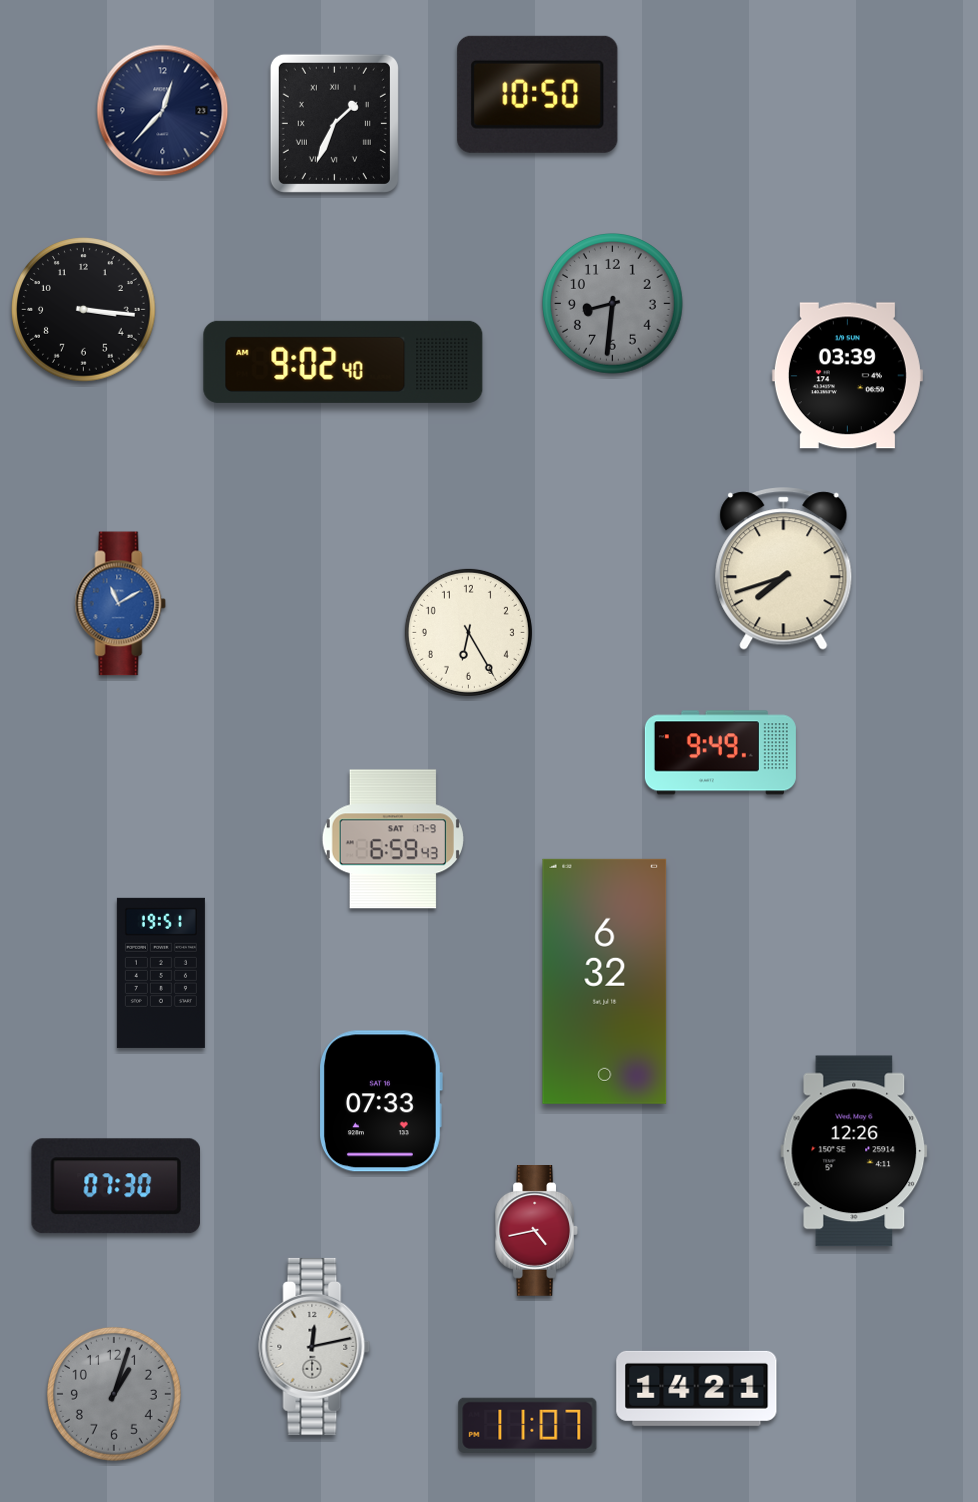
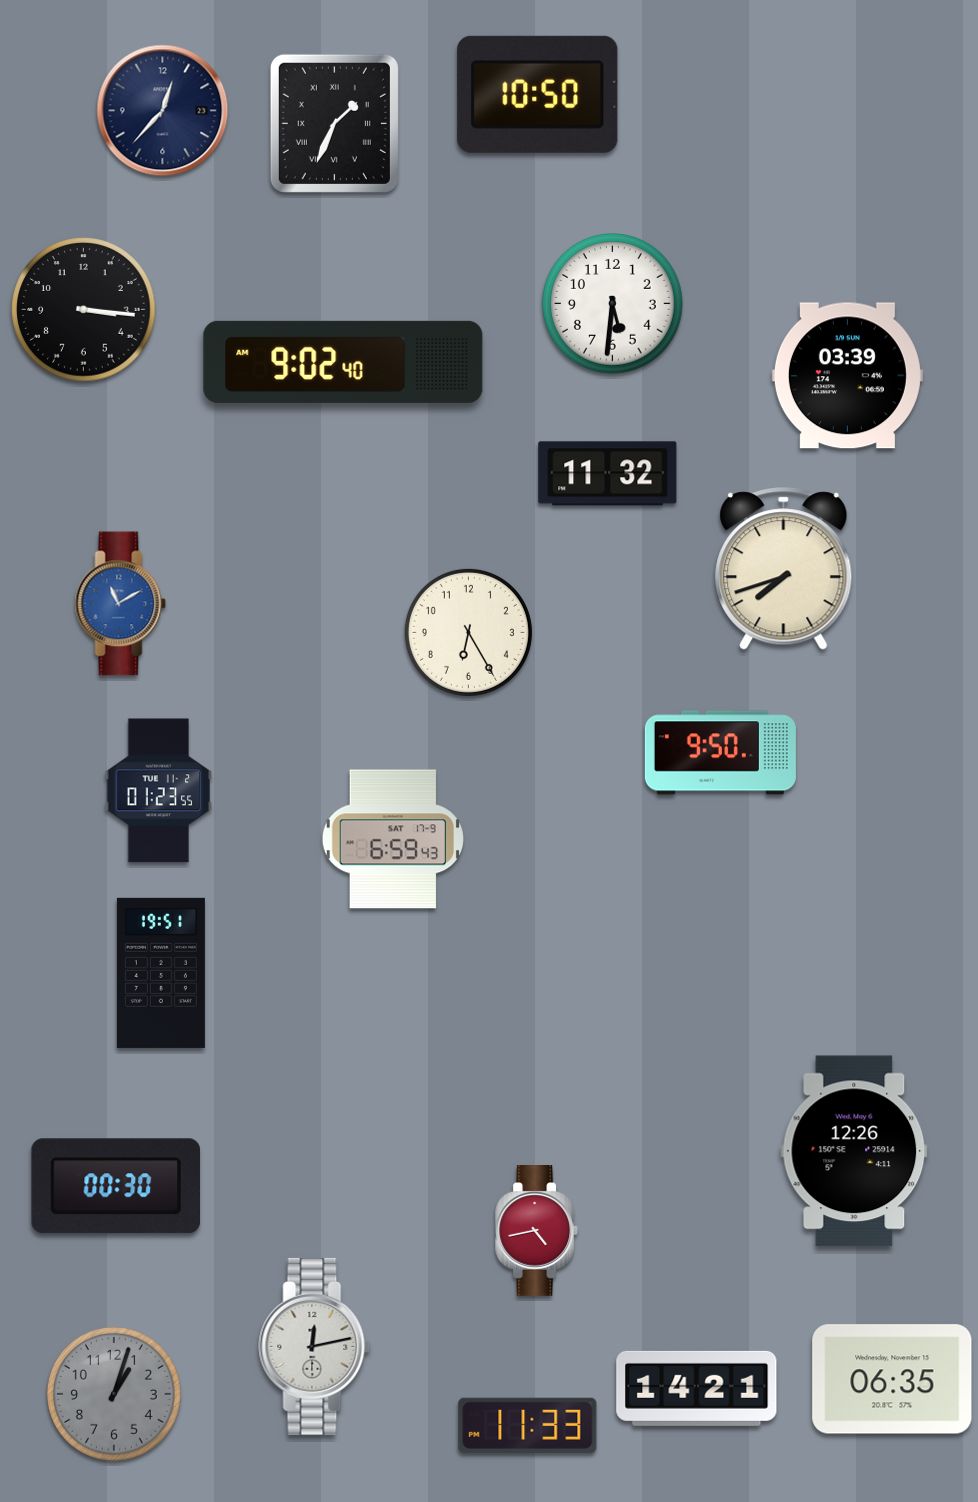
clock at (613, 304): 8:31 -> 5:31
clock at (613, 304) dial: grey -> white
clock at (608, 474): none -> 11:32
clock at (720, 753): 9:49 -> 9:50
clock at (159, 791): none -> 01:23
clock at (605, 981): 6:32 -> none
clock at (381, 1101): 07:33 -> none
clock at (115, 1186): 07:30 -> 00:30
clock at (892, 1379): none -> 06:35
clock at (528, 1425): 11:07 -> 11:33
